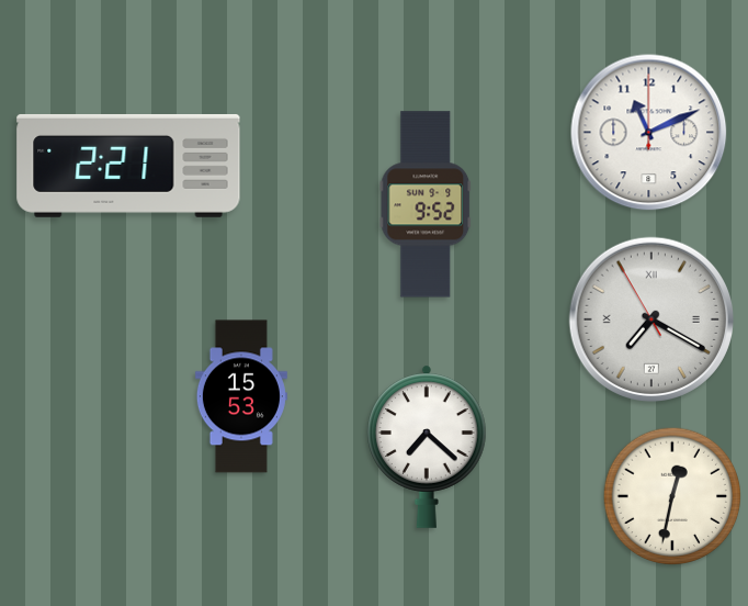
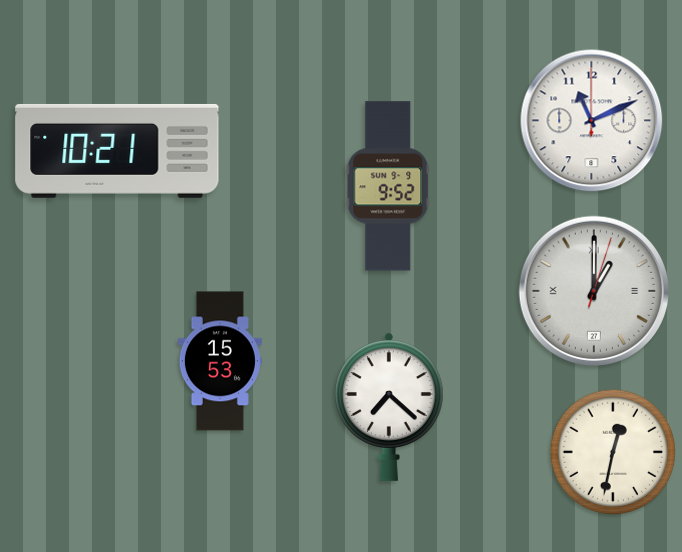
clock at (128, 166): 2:21 -> 10:21
clock at (650, 318): 7:19 -> 1:00
